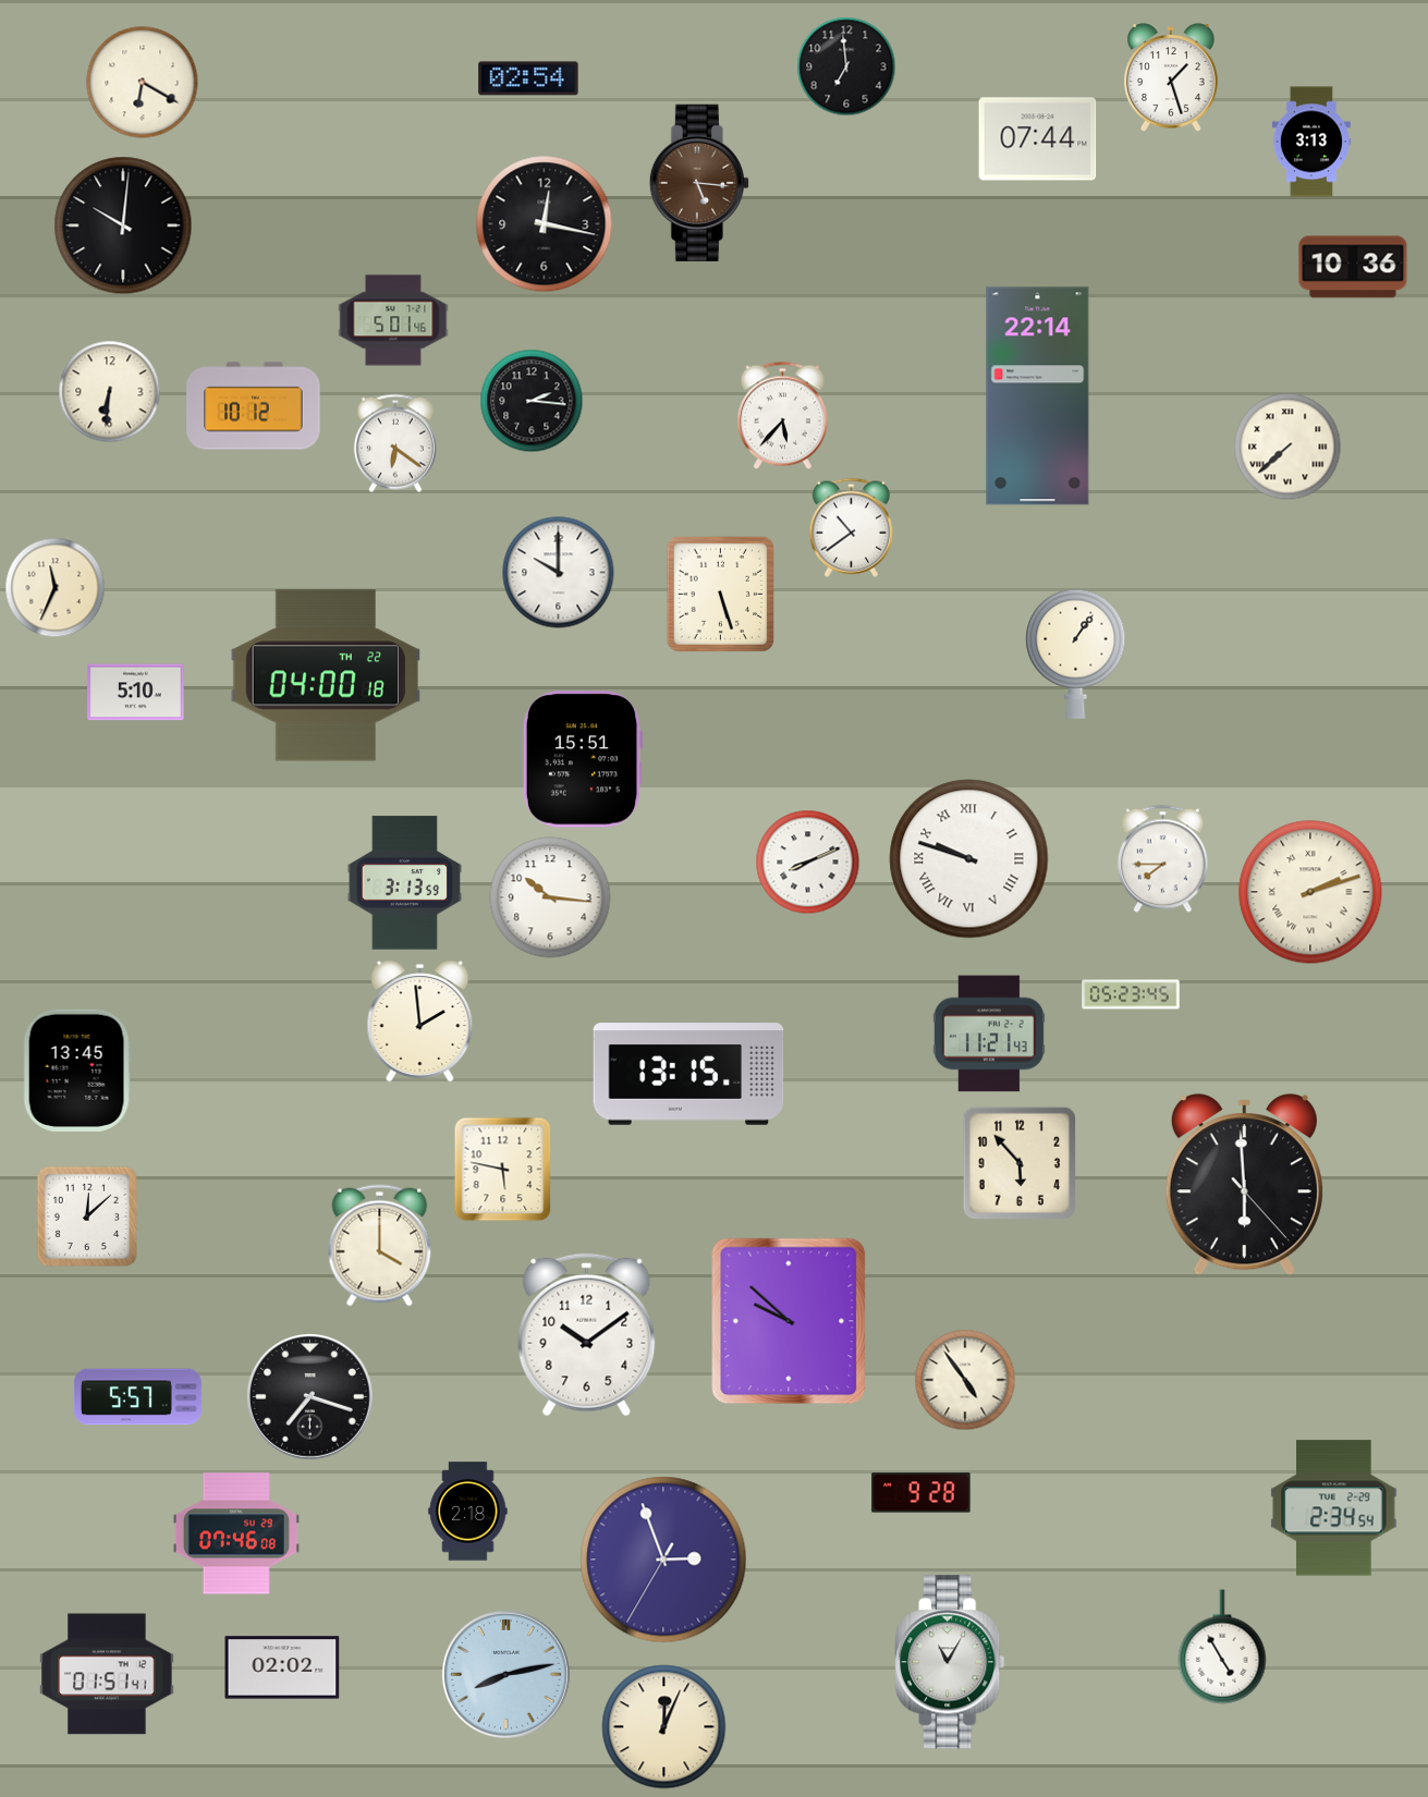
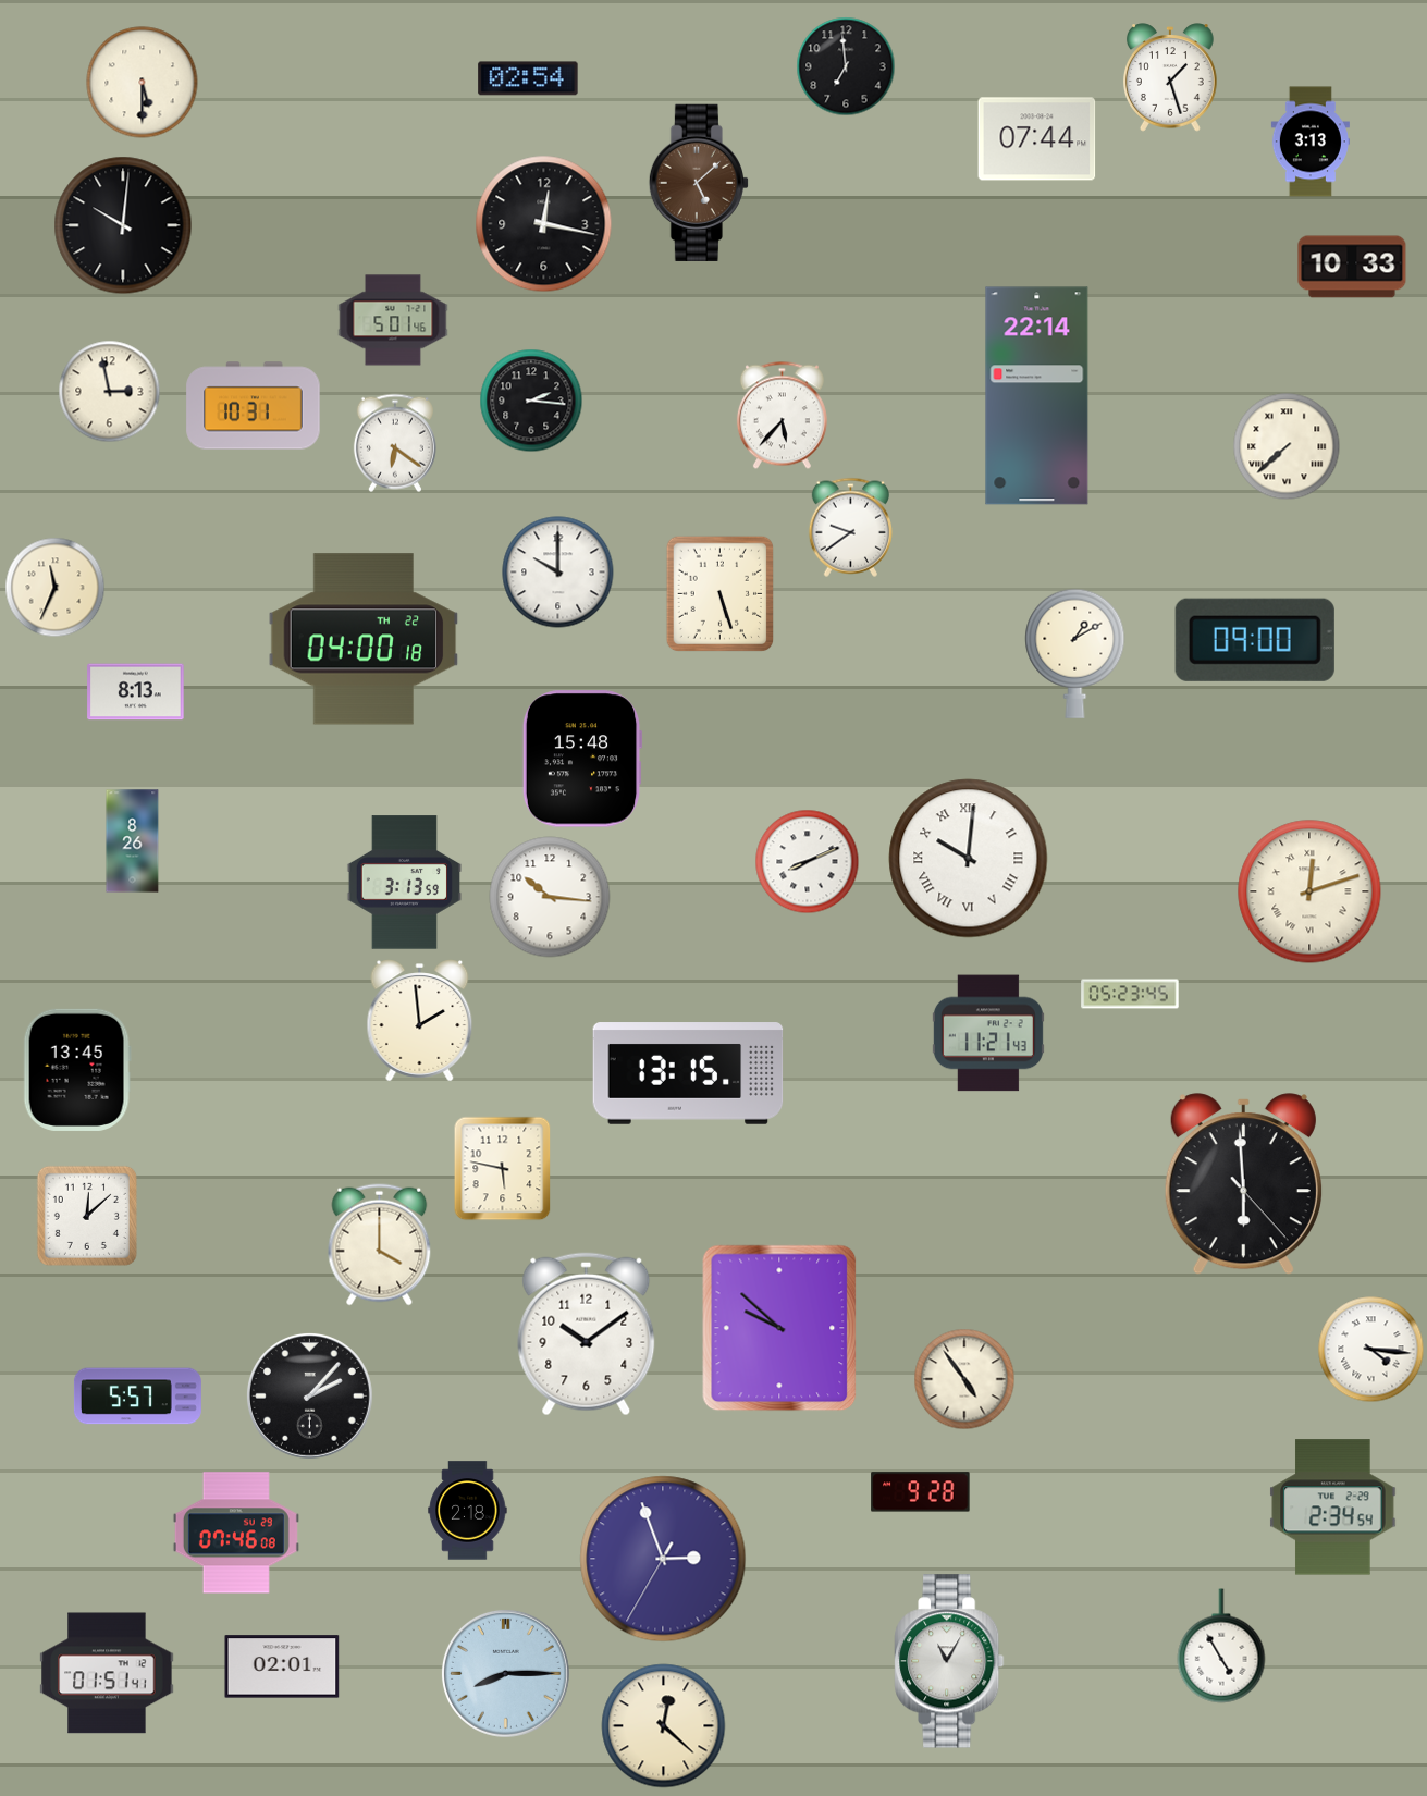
clock at (143, 83): 6:20 -> 5:30
clock at (699, 182): 5:16 -> 5:08
clock at (1353, 267): 10:36 -> 10:33
clock at (110, 392): 6:31 -> 2:58
clock at (254, 406): 10:12 -> 10:31
clock at (851, 527): 10:39 -> 9:39
clock at (1255, 640): none -> 09:00
clock at (1076, 653): 1:06 -> 1:10
clock at (326, 675) position: (326, 675) -> (364, 639)
clock at (136, 693): 5:10 -> 8:13
clock at (583, 759): 15:51 -> 15:48
clock at (133, 841): none -> 8:26
clock at (969, 859): 9:48 -> 10:01
clock at (1162, 859): 7:45 -> none
clock at (1310, 892): 2:12 -> 12:12
clock at (1018, 1162): 5:53 -> none
clock at (789, 1321) position: (789, 1321) -> (779, 1328)
clock at (1371, 1350): none -> 4:16
clock at (309, 1396): 7:18 -> 2:07
clock at (282, 1667): 02:02 -> 02:01
clock at (505, 1674): 8:13 -> 8:15
clock at (664, 1727): 12:04 -> 12:22
